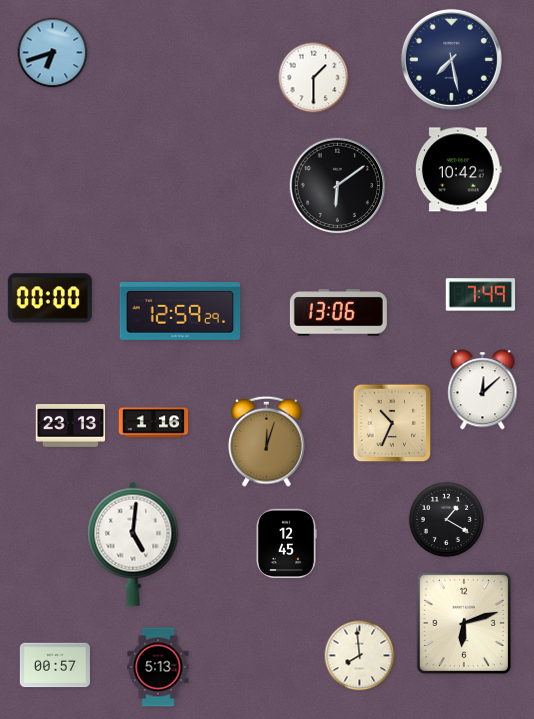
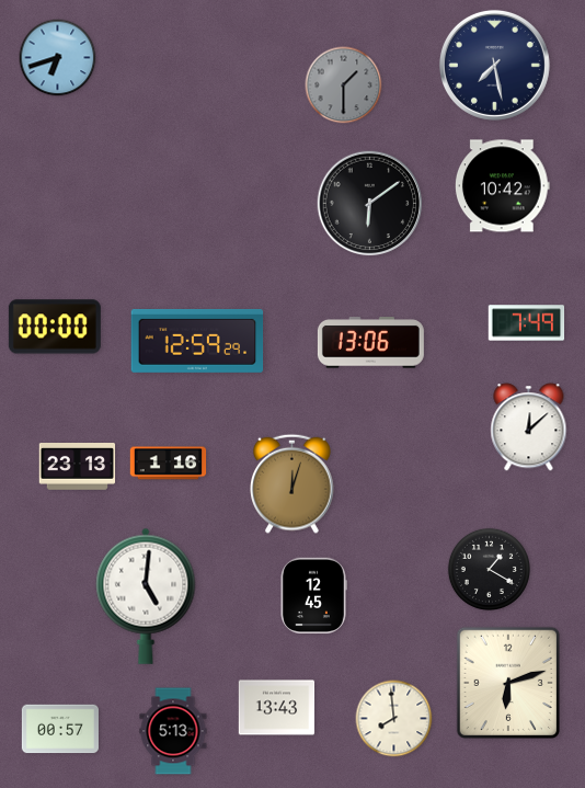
clock at (314, 78) dial: white -> grey
clock at (392, 423): 10:34 -> none
clock at (277, 708): none -> 13:43
